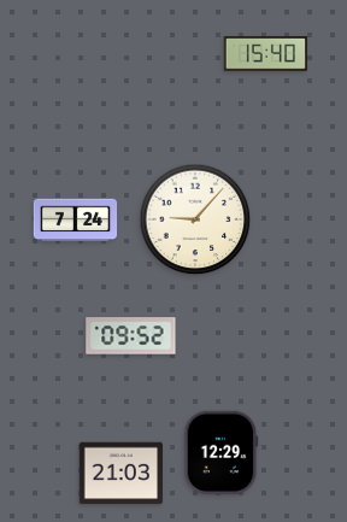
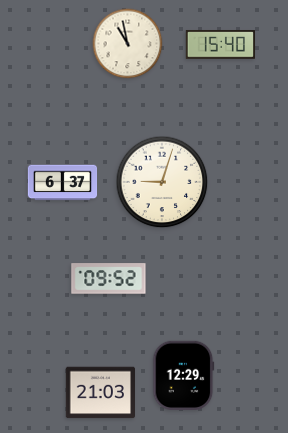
clock at (128, 44): none -> 10:58
clock at (195, 219): 9:07 -> 9:03
clock at (76, 221): 7:24 -> 6:37
